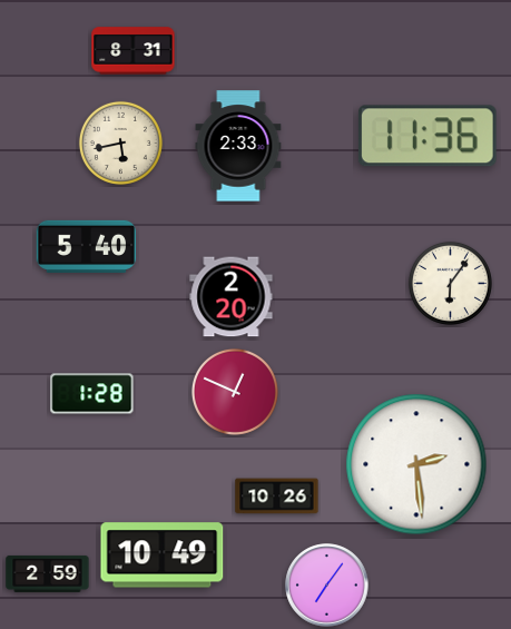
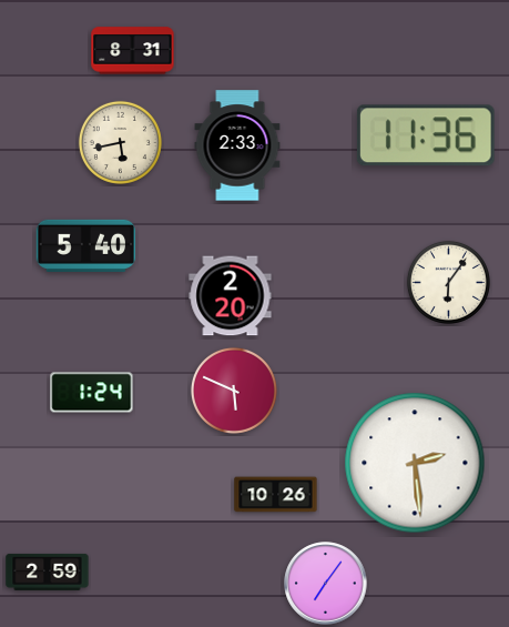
clock at (235, 392): 12:49 -> 5:49
clock at (92, 394): 1:28 -> 1:24
clock at (163, 556): 10:49 -> none
